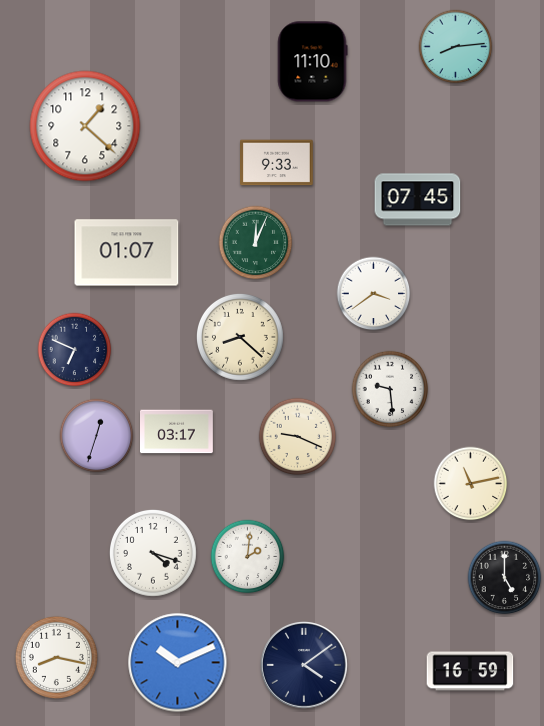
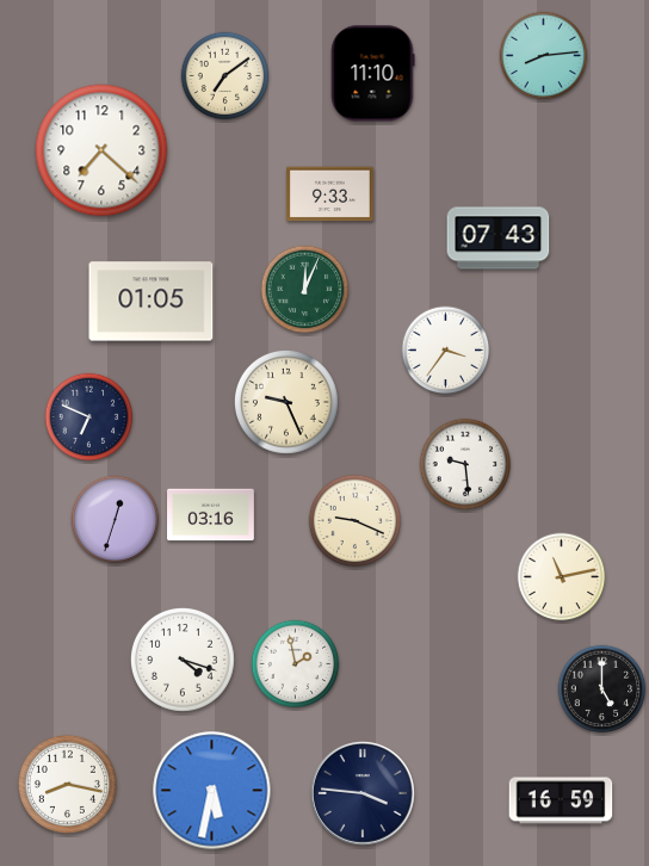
clock at (225, 76): none -> 7:09
clock at (85, 126): 1:22 -> 7:22
clock at (418, 200): 07:45 -> 07:43
clock at (127, 253): 01:07 -> 01:05
clock at (374, 294): 3:39 -> 3:36
clock at (240, 337): 8:22 -> 9:26
clock at (177, 432): 03:17 -> 03:16
clock at (248, 557): 2:01 -> 1:58
clock at (178, 663): 10:11 -> 5:32
clock at (305, 666): 4:09 -> 3:46
